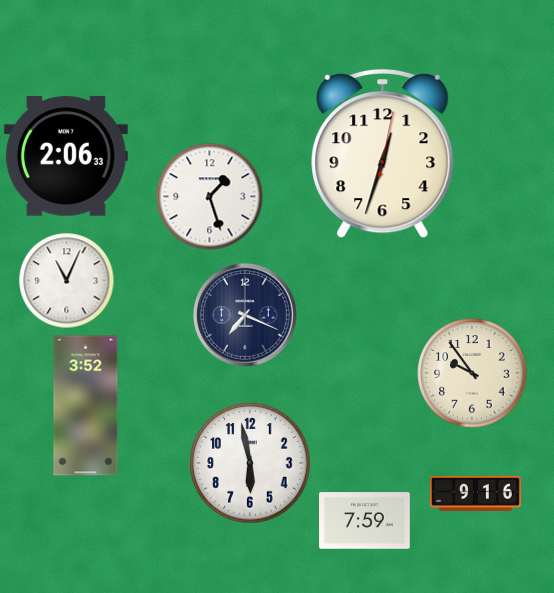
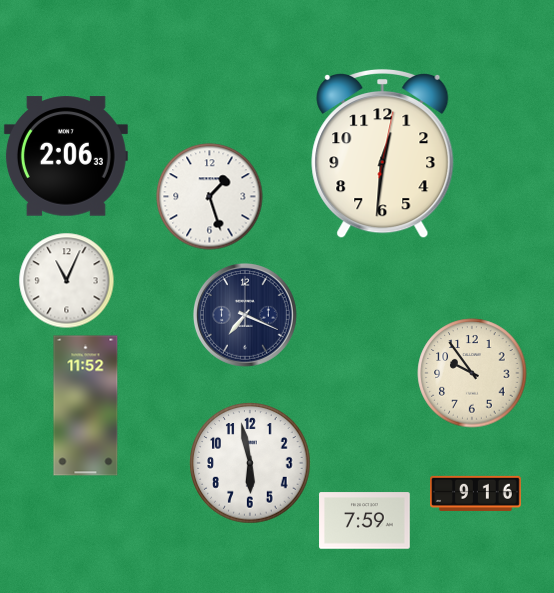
clock at (383, 154): 12:33 -> 12:31
clock at (86, 406): 3:52 -> 11:52
